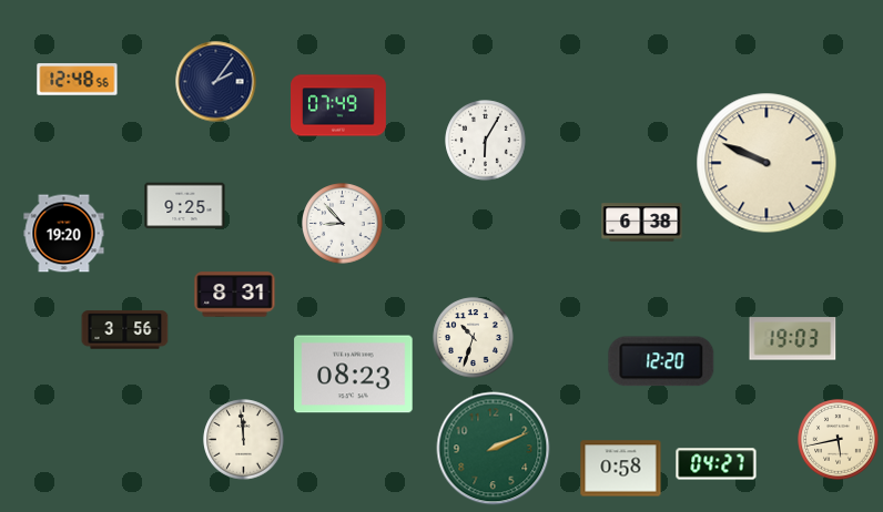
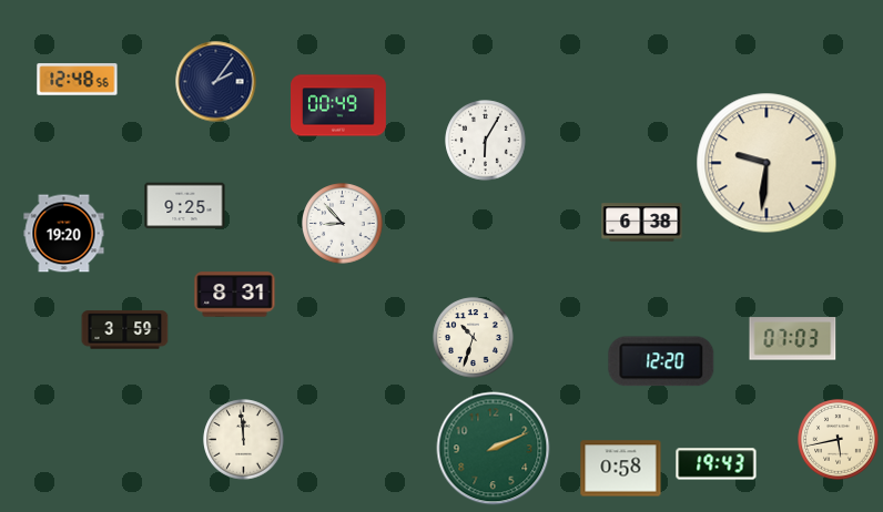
clock at (339, 105): 07:49 -> 00:49
clock at (767, 163): 9:49 -> 9:31
clock at (125, 330): 3:56 -> 3:59
clock at (793, 339): 19:03 -> 07:03
clock at (354, 375): 08:23 -> none
clock at (717, 464): 04:27 -> 19:43
